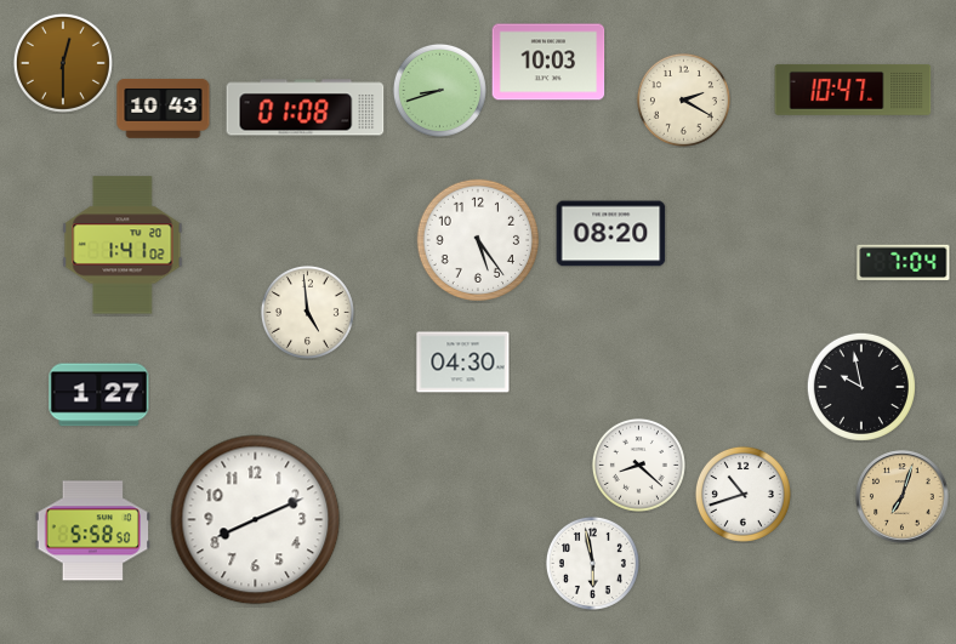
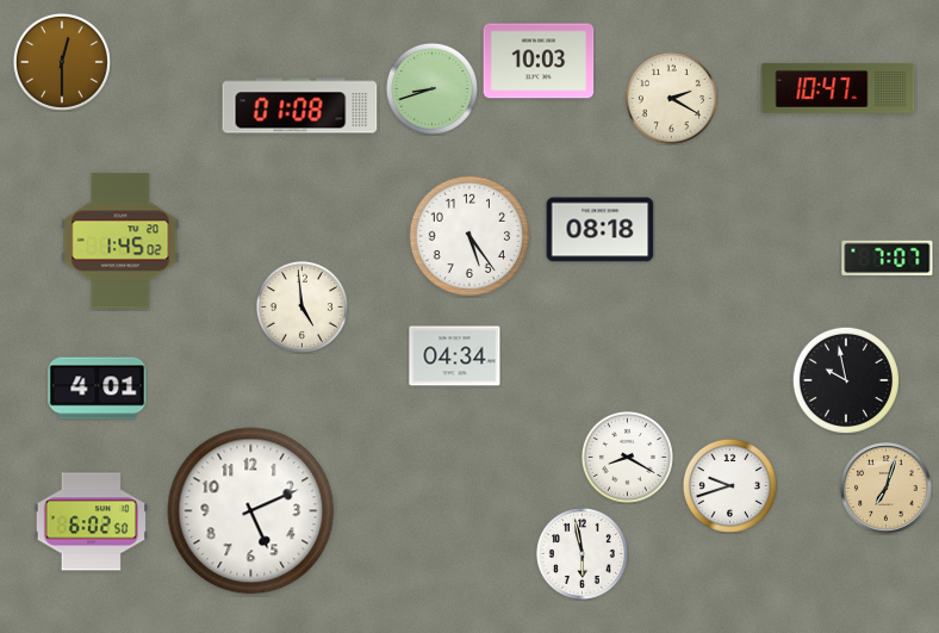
clock at (164, 108): 10:43 -> none
clock at (611, 234): 08:20 -> 08:18
clock at (123, 245): 1:41 -> 1:45
clock at (904, 263): 7:04 -> 7:07
clock at (463, 363): 04:30 -> 04:34
clock at (99, 395): 1:27 -> 4:01
clock at (638, 465): 8:22 -> 8:20
clock at (742, 494): 10:42 -> 9:42
clock at (256, 520): 8:11 -> 5:11
clock at (92, 531): 5:58 -> 6:02
